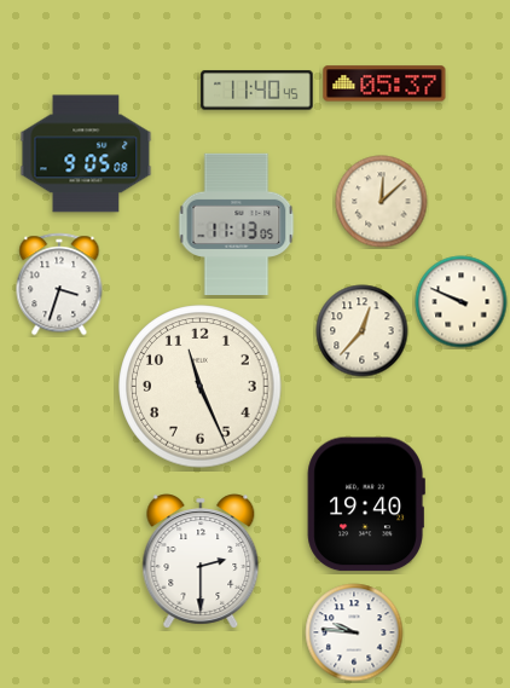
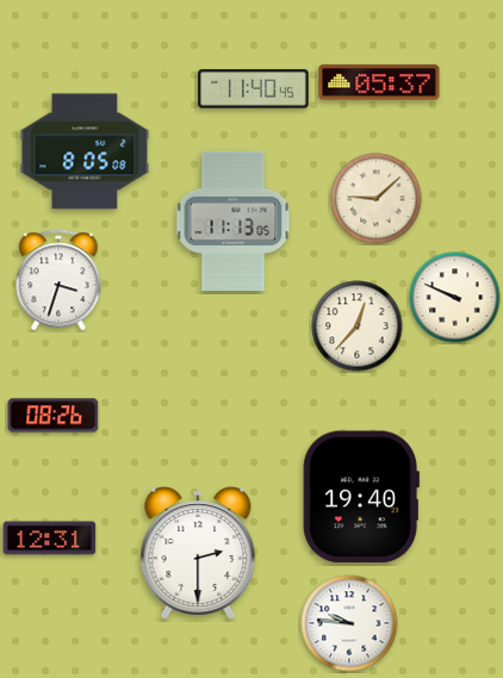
clock at (86, 154): 9:05 -> 8:05
clock at (382, 202): 12:08 -> 9:08
clock at (201, 387): 11:26 -> none
clock at (54, 416): none -> 08:26
clock at (50, 539): none -> 12:31
